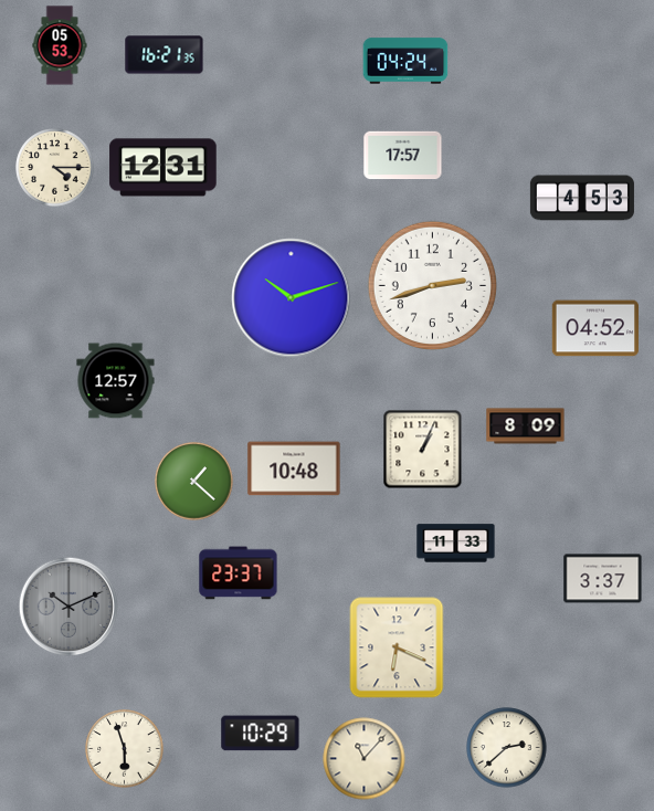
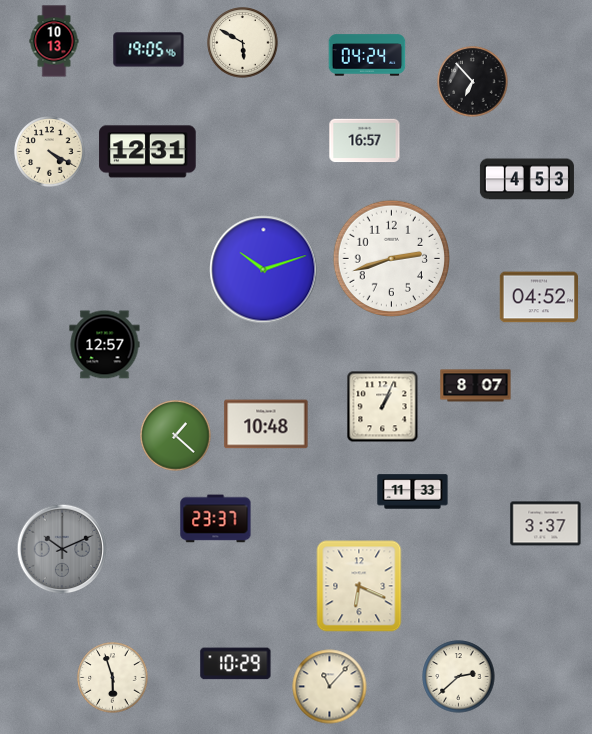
clock at (60, 45): 05:53 -> 10:13
clock at (243, 43): none -> 5:50
clock at (165, 55): 16:21 -> 19:05
clock at (473, 82): none -> 6:53
clock at (403, 156): 17:57 -> 16:57
clock at (55, 168): 4:15 -> 4:20
clock at (526, 426): 8:09 -> 8:07
